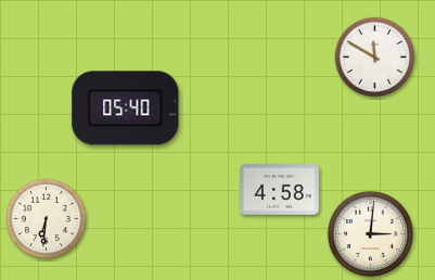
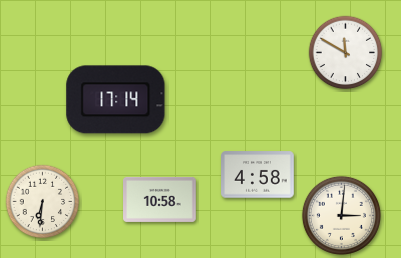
clock at (126, 109): 05:40 -> 17:14
clock at (160, 199): none -> 10:58
